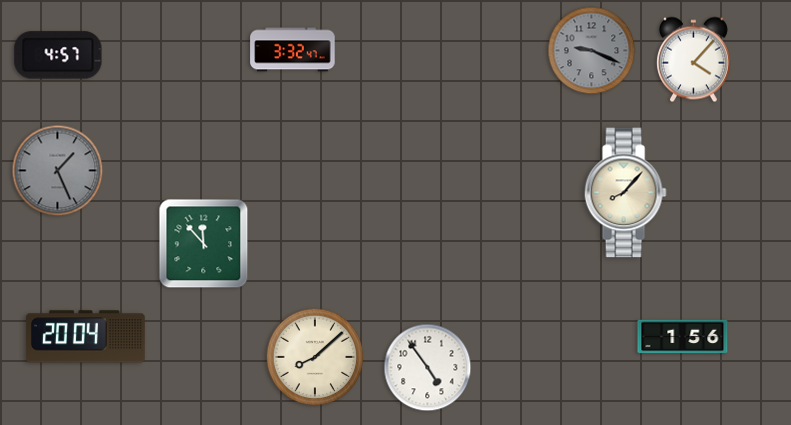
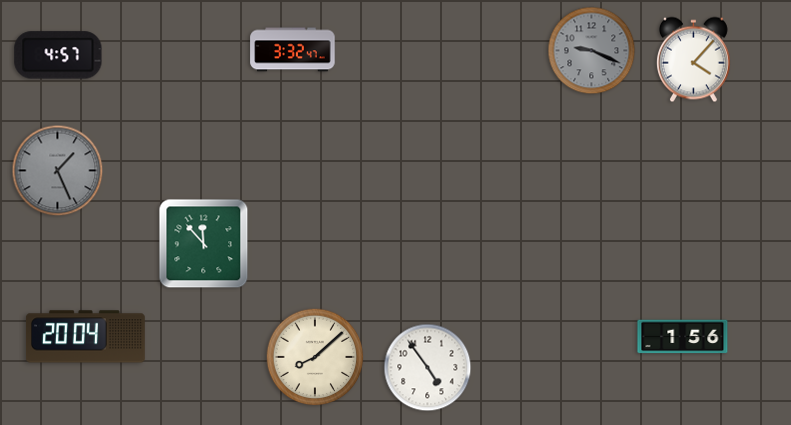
clock at (625, 193): 8:07 -> none
